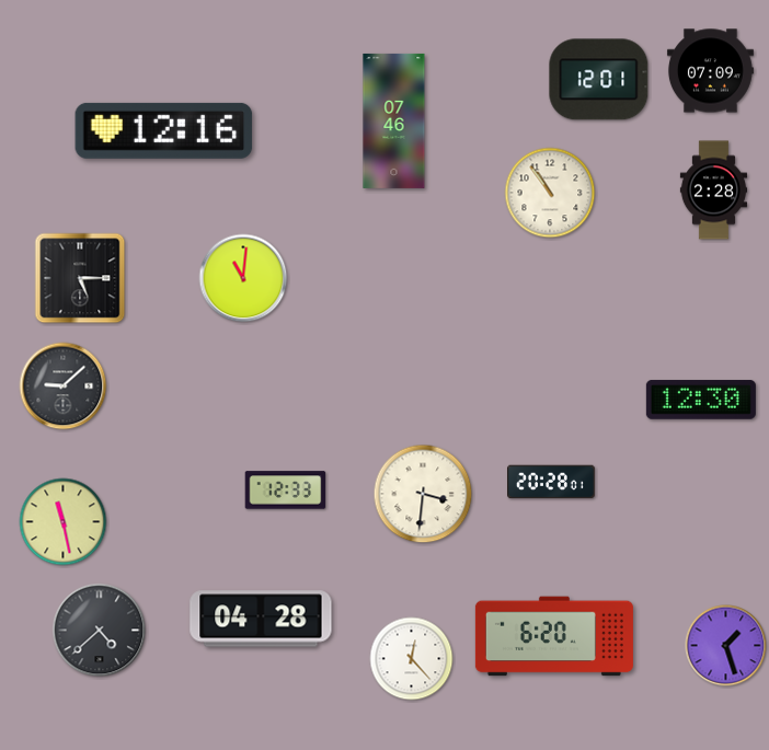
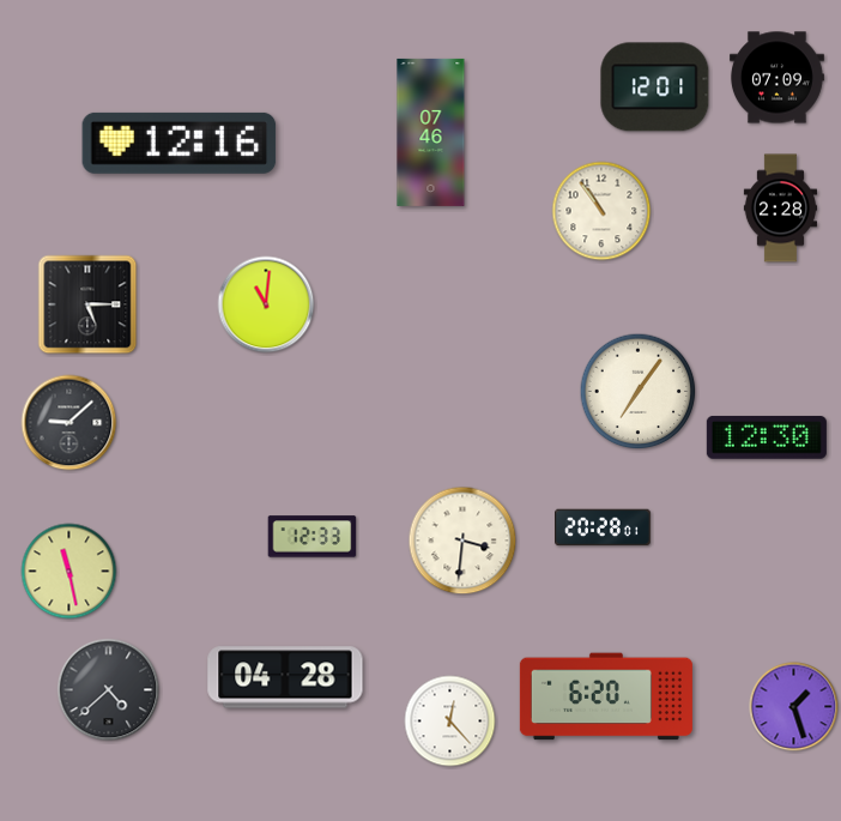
clock at (639, 392): none -> 7:06
